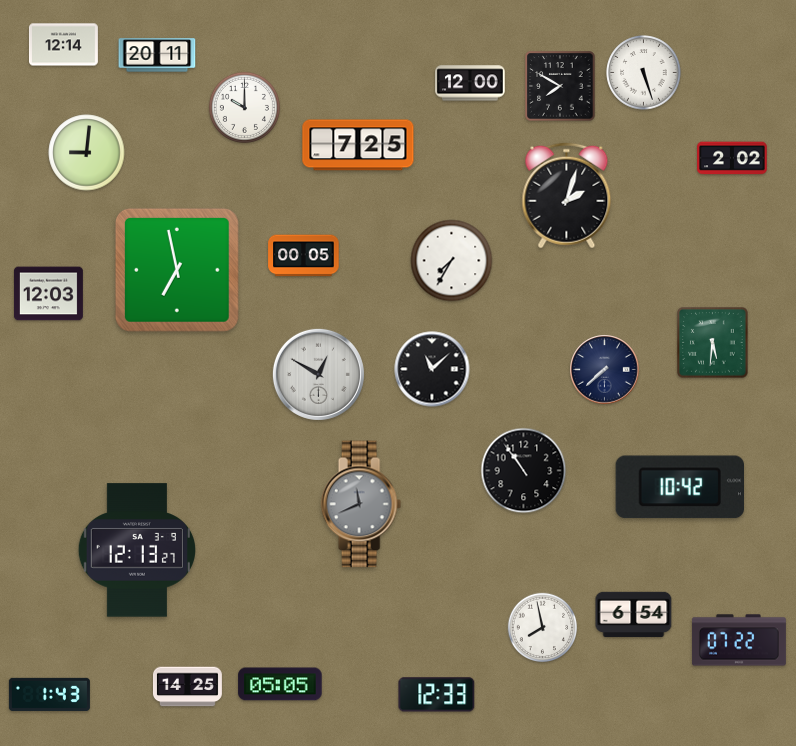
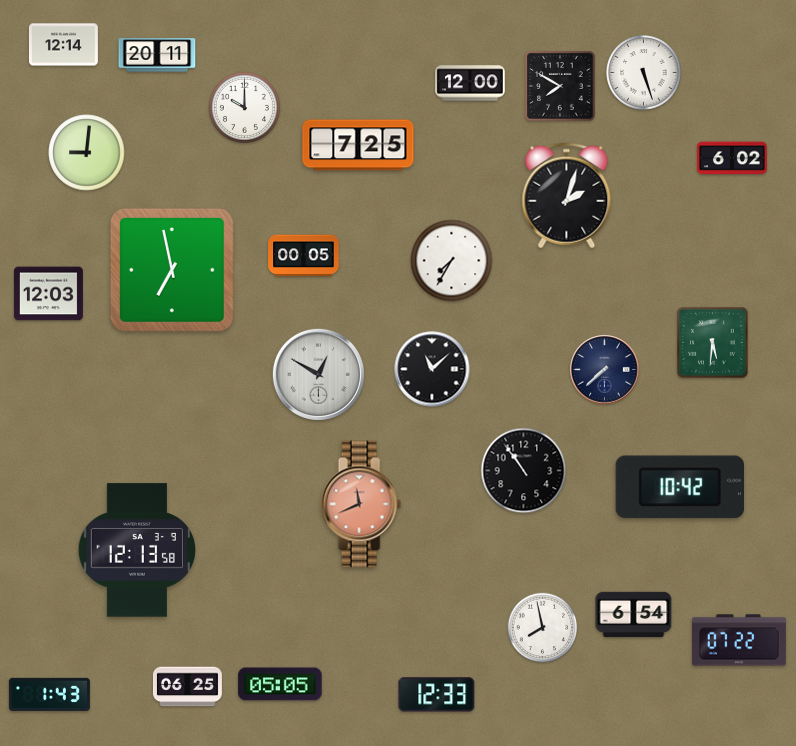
clock at (732, 158): 2:02 -> 6:02
clock at (177, 270) position: (177, 270) -> (172, 270)
clock at (361, 504) dial: grey -> salmon
clock at (136, 550): 12:13:27 -> 12:13:58
clock at (187, 687): 14:25 -> 06:25
